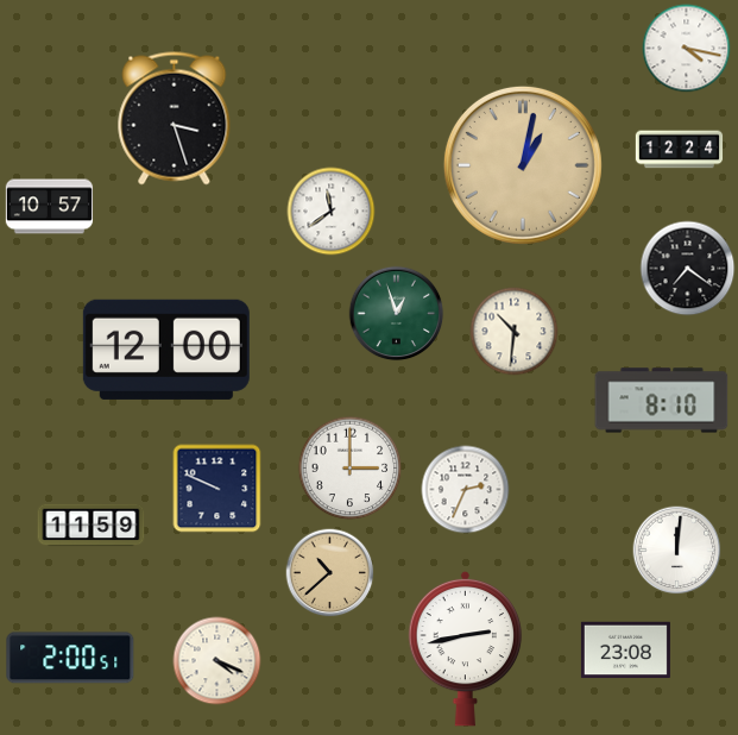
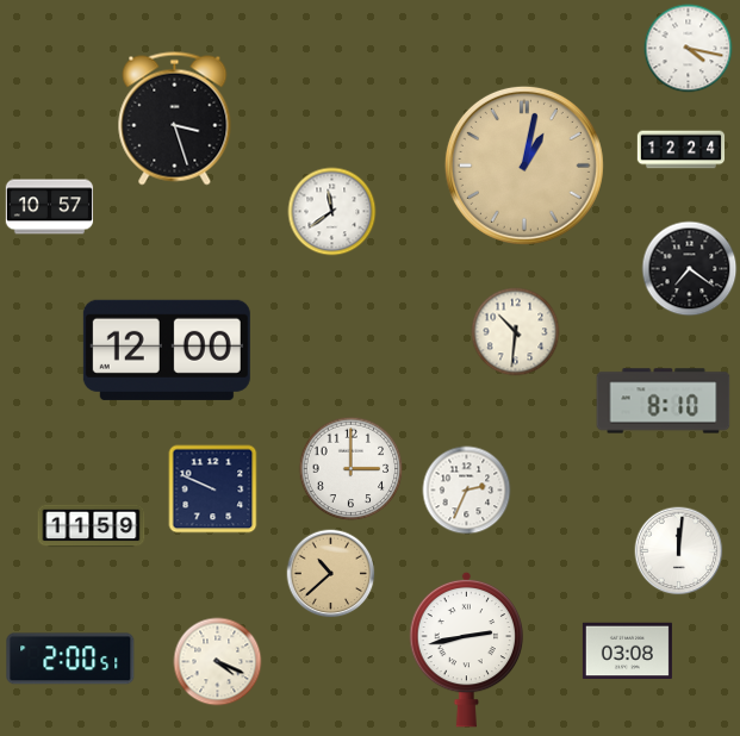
clock at (397, 314): 12:57 -> none
clock at (217, 489) position: (217, 489) -> (213, 489)
clock at (625, 651): 23:08 -> 03:08
